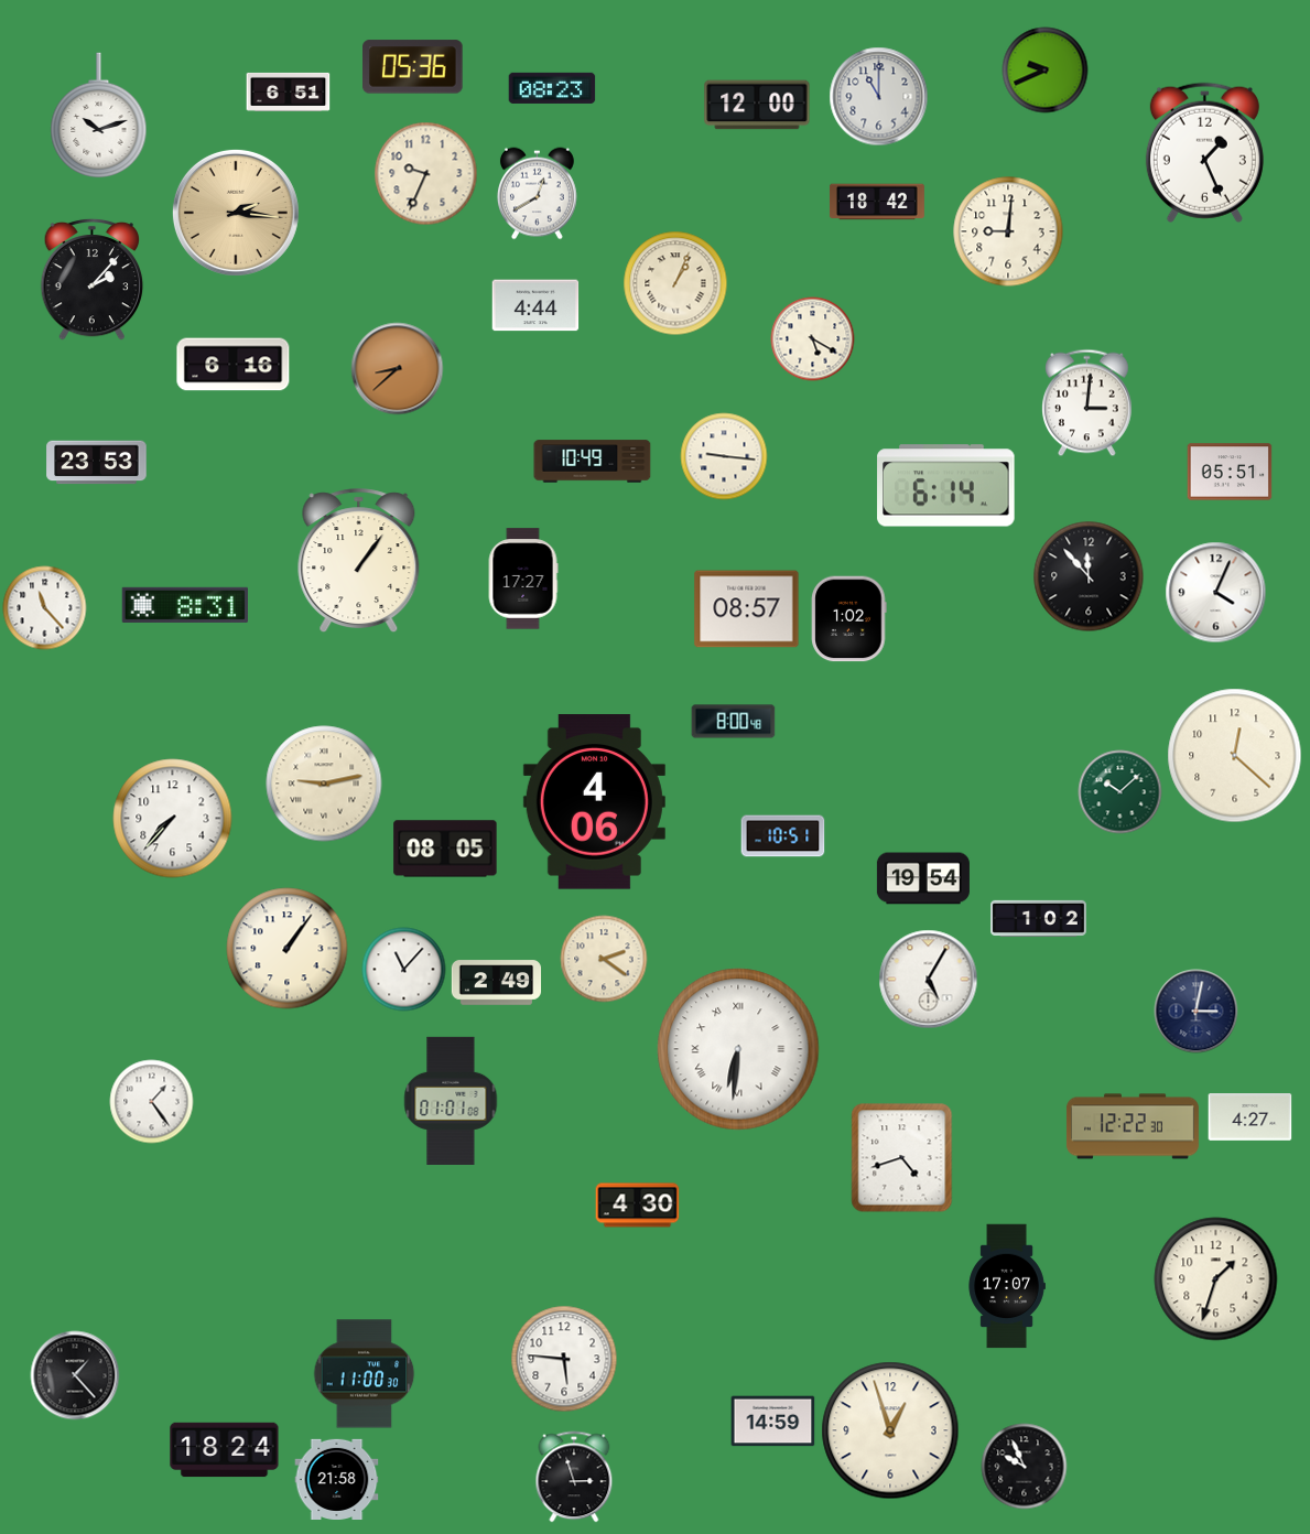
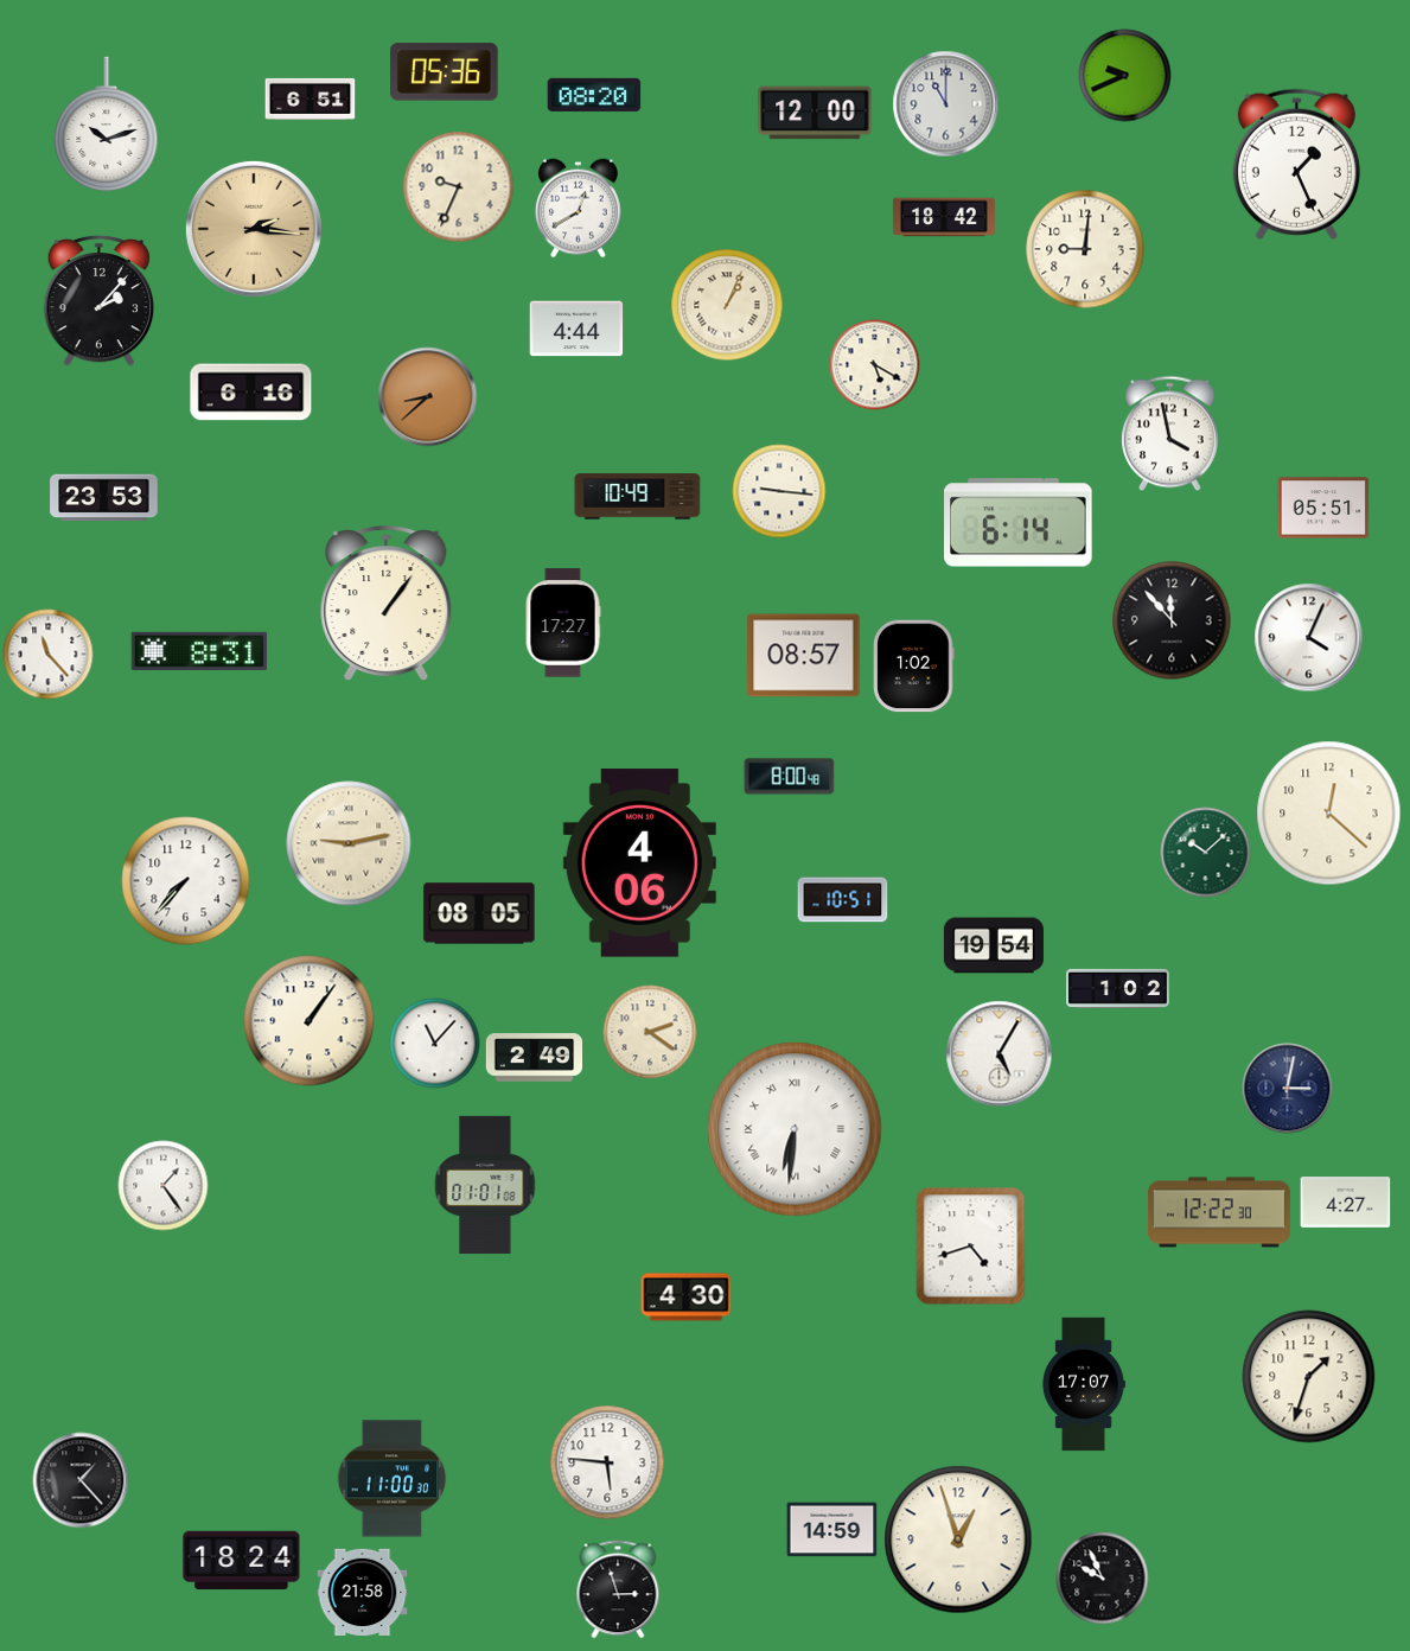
clock at (552, 88): 08:23 -> 08:20
clock at (1087, 403): 3:01 -> 3:58
